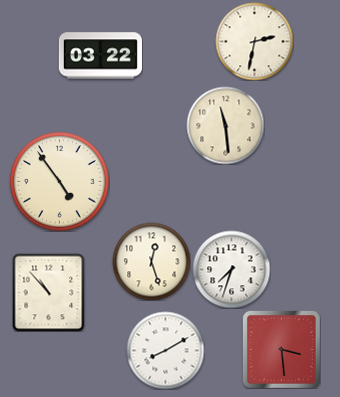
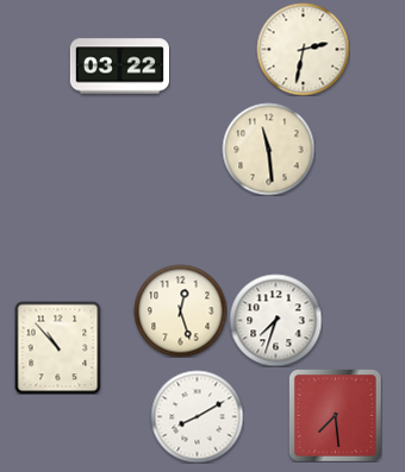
clock at (60, 182): 4:54 -> none
clock at (282, 350): 3:29 -> 7:29
